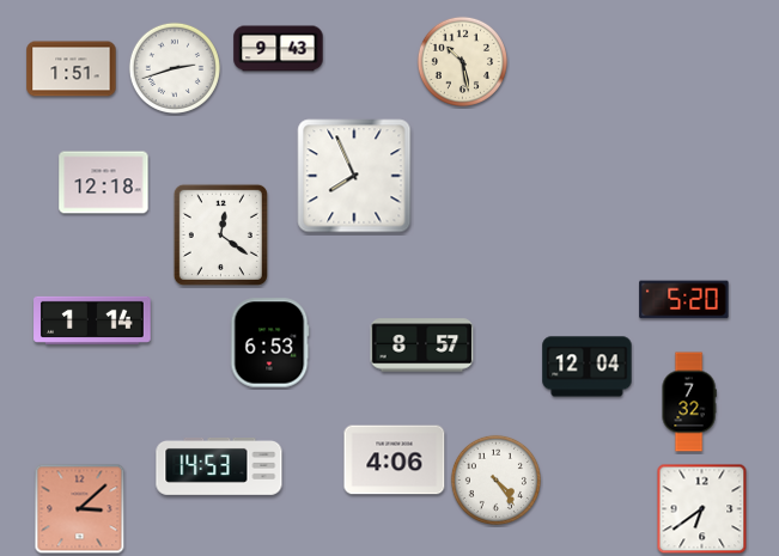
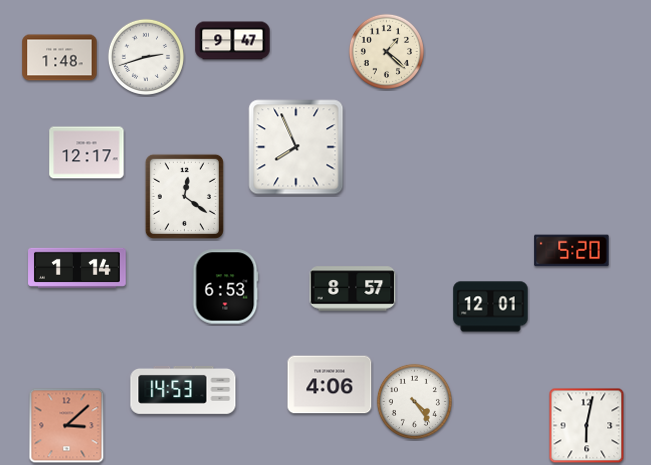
clock at (279, 49): 9:43 -> 9:47
clock at (462, 61): 10:28 -> 1:22
clock at (72, 69): 1:51 -> 1:48
clock at (104, 183): 12:18 -> 12:17
clock at (588, 367): 12:04 -> 12:01
clock at (689, 402): 7:32 -> none
clock at (702, 509): 6:39 -> 6:02
